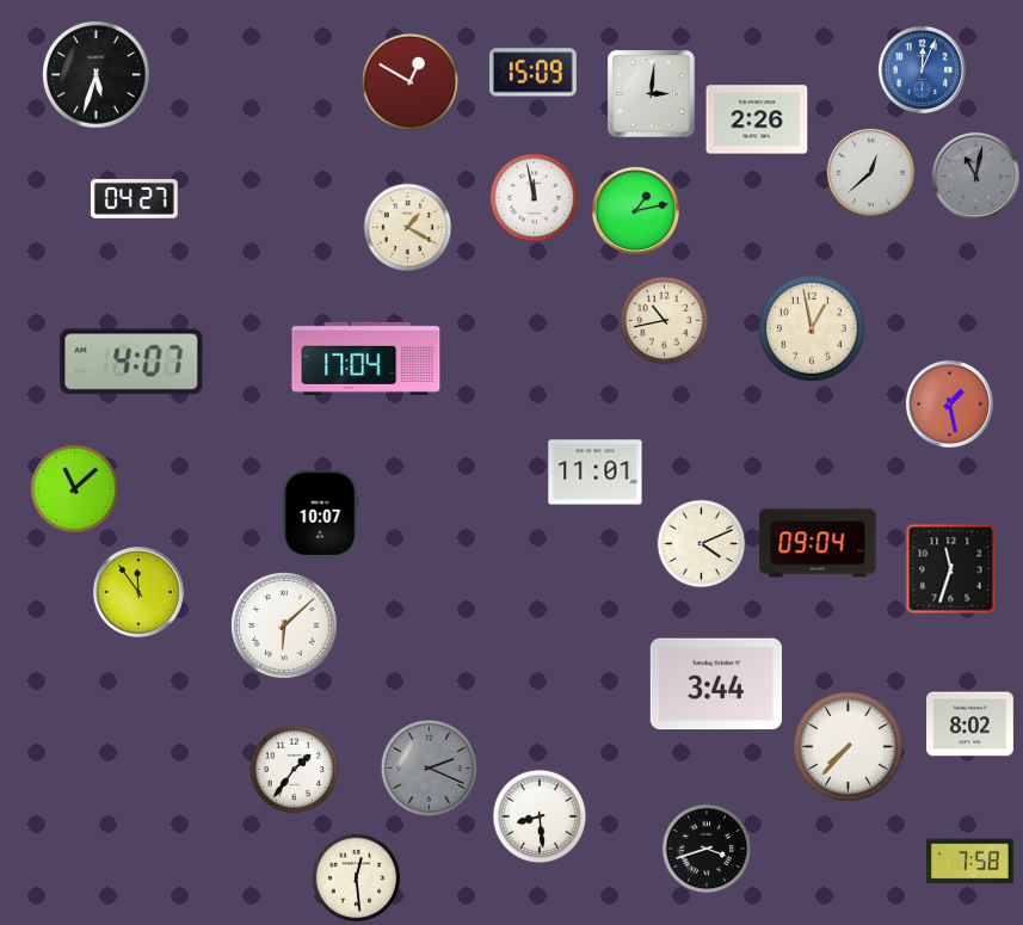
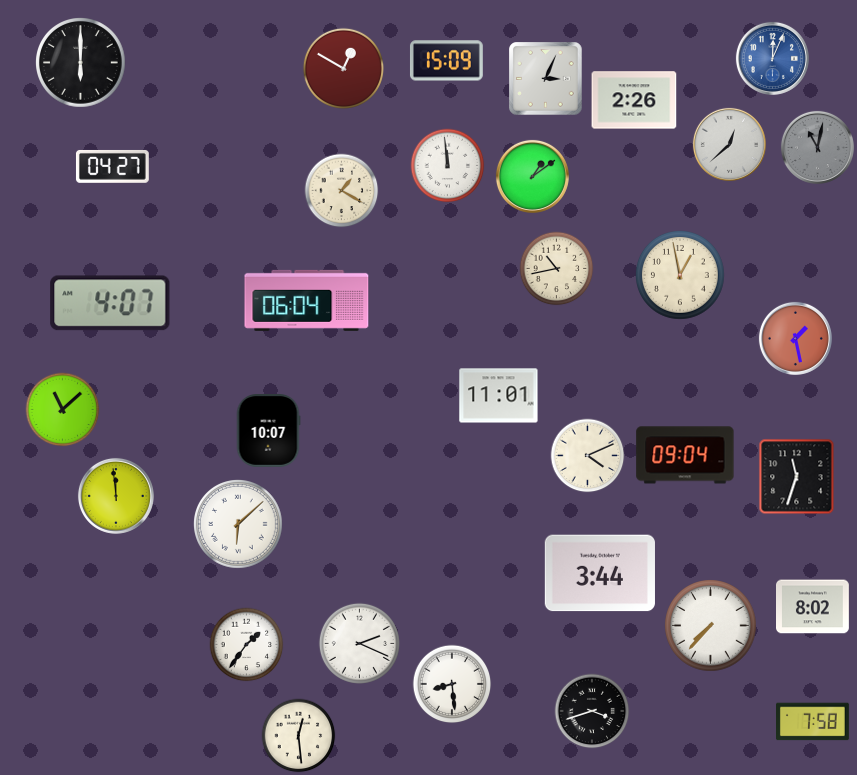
clock at (97, 75): 5:33 -> 6:00
clock at (652, 94): 3:01 -> 3:04
clock at (535, 198): 11:58 -> 11:59
clock at (635, 210): 1:13 -> 1:09
clock at (366, 358): 17:04 -> 06:04
clock at (138, 592): 11:54 -> 11:59
clock at (429, 767) dial: grey -> white
